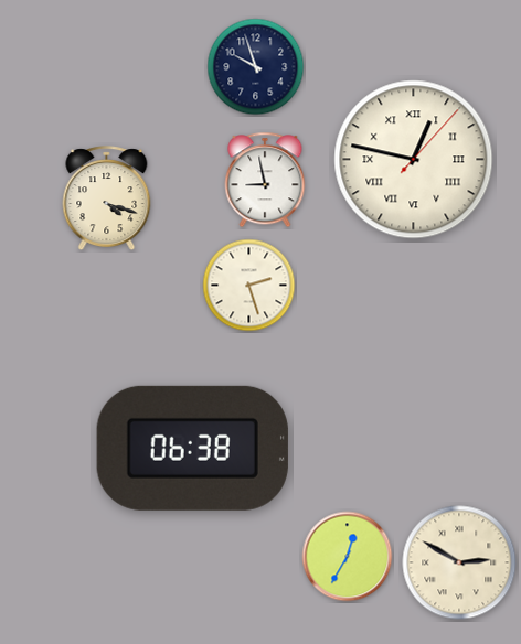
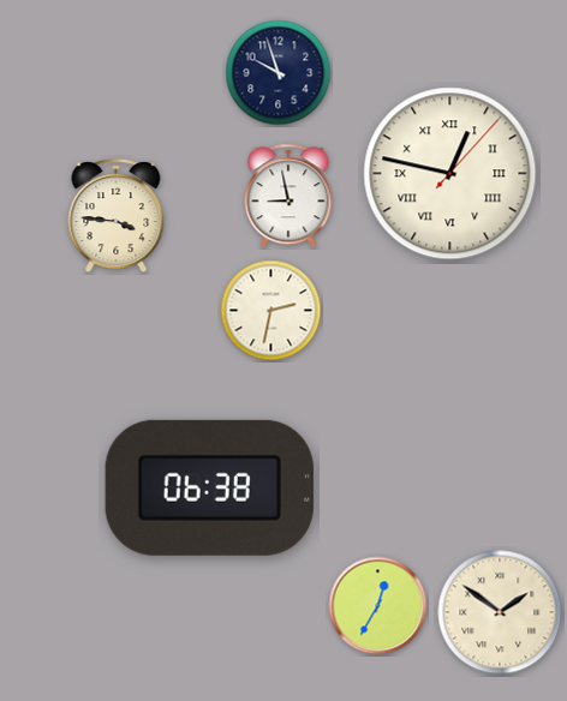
clock at (107, 198): 4:18 -> 3:46
clock at (249, 286): 2:27 -> 2:32
clock at (459, 562): 2:50 -> 1:51
